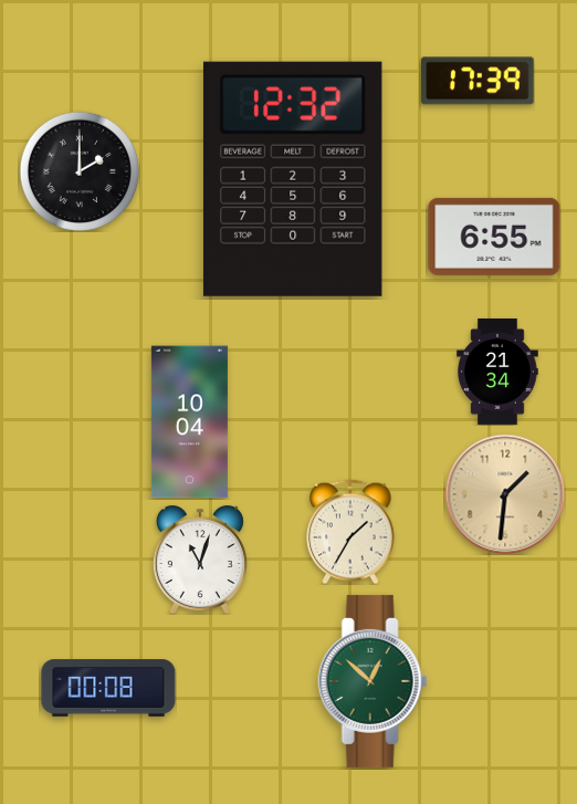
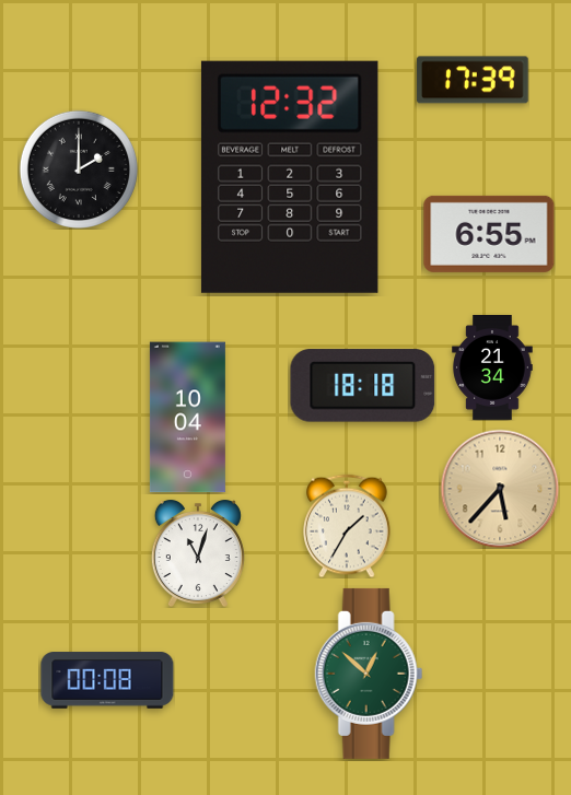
clock at (363, 386): none -> 18:18
clock at (505, 494): 1:31 -> 5:37
